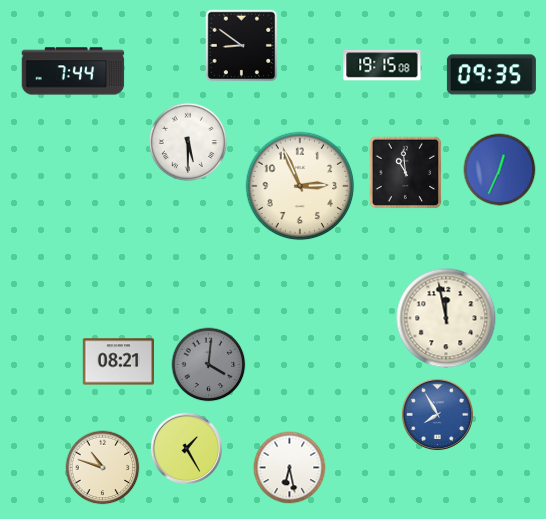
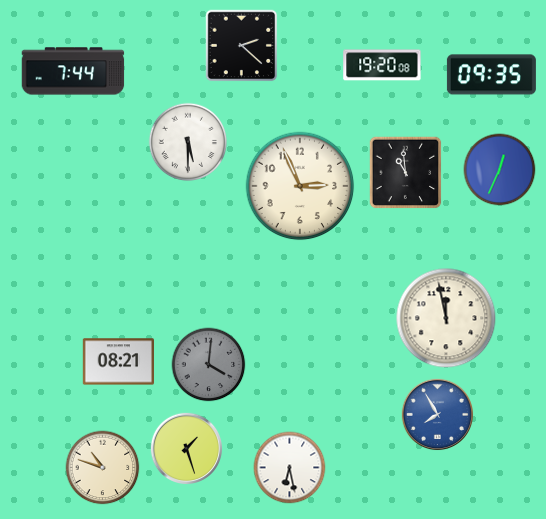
clock at (242, 46): 8:51 -> 2:22
clock at (382, 65): 19:15 -> 19:20
clock at (187, 449): 1:25 -> 1:27
